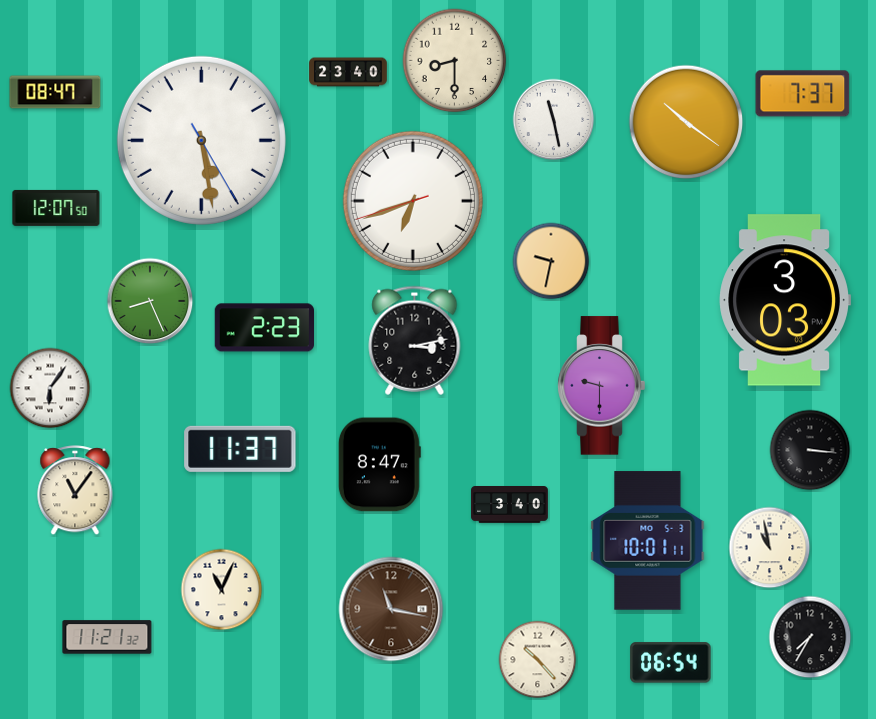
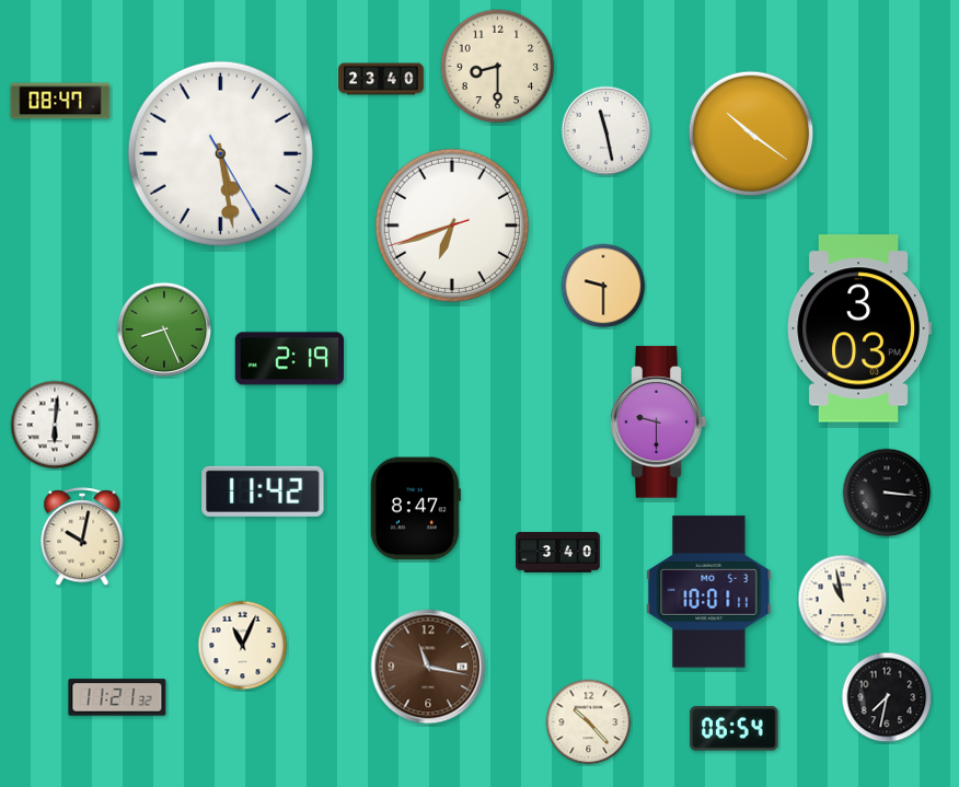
clock at (803, 94): 7:37 -> none
clock at (413, 201) position: (413, 201) -> (452, 225)
clock at (56, 208): 12:07 -> none
clock at (551, 261): 9:32 -> 9:30
clock at (264, 328): 2:23 -> 2:19
clock at (415, 340): 3:13 -> none
clock at (50, 388): 6:06 -> 6:01
clock at (240, 449): 11:37 -> 11:42
clock at (75, 491): 11:06 -> 10:02
clock at (810, 637): 7:35 -> 7:32
clock at (671, 663) position: (671, 663) -> (735, 729)
